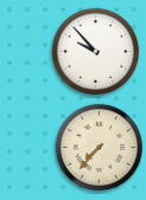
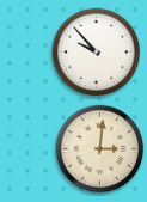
clock at (100, 148): 7:37 -> 3:01
